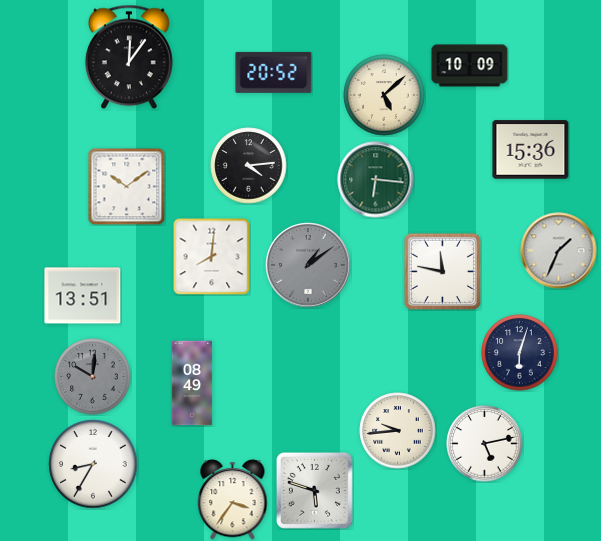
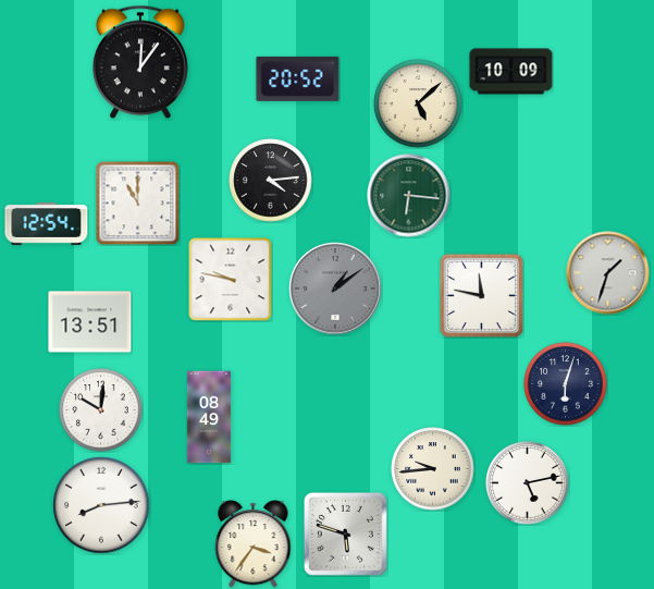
clock at (531, 150): 15:36 -> none
clock at (126, 186): 10:09 -> 11:00
clock at (47, 224): none -> 12:54
clock at (559, 251): 1:34 -> 1:33
clock at (211, 256): 8:01 -> 9:47
clock at (93, 377) dial: grey -> white
clock at (93, 464): 8:35 -> 8:14
clock at (314, 490) position: (314, 490) -> (345, 533)
